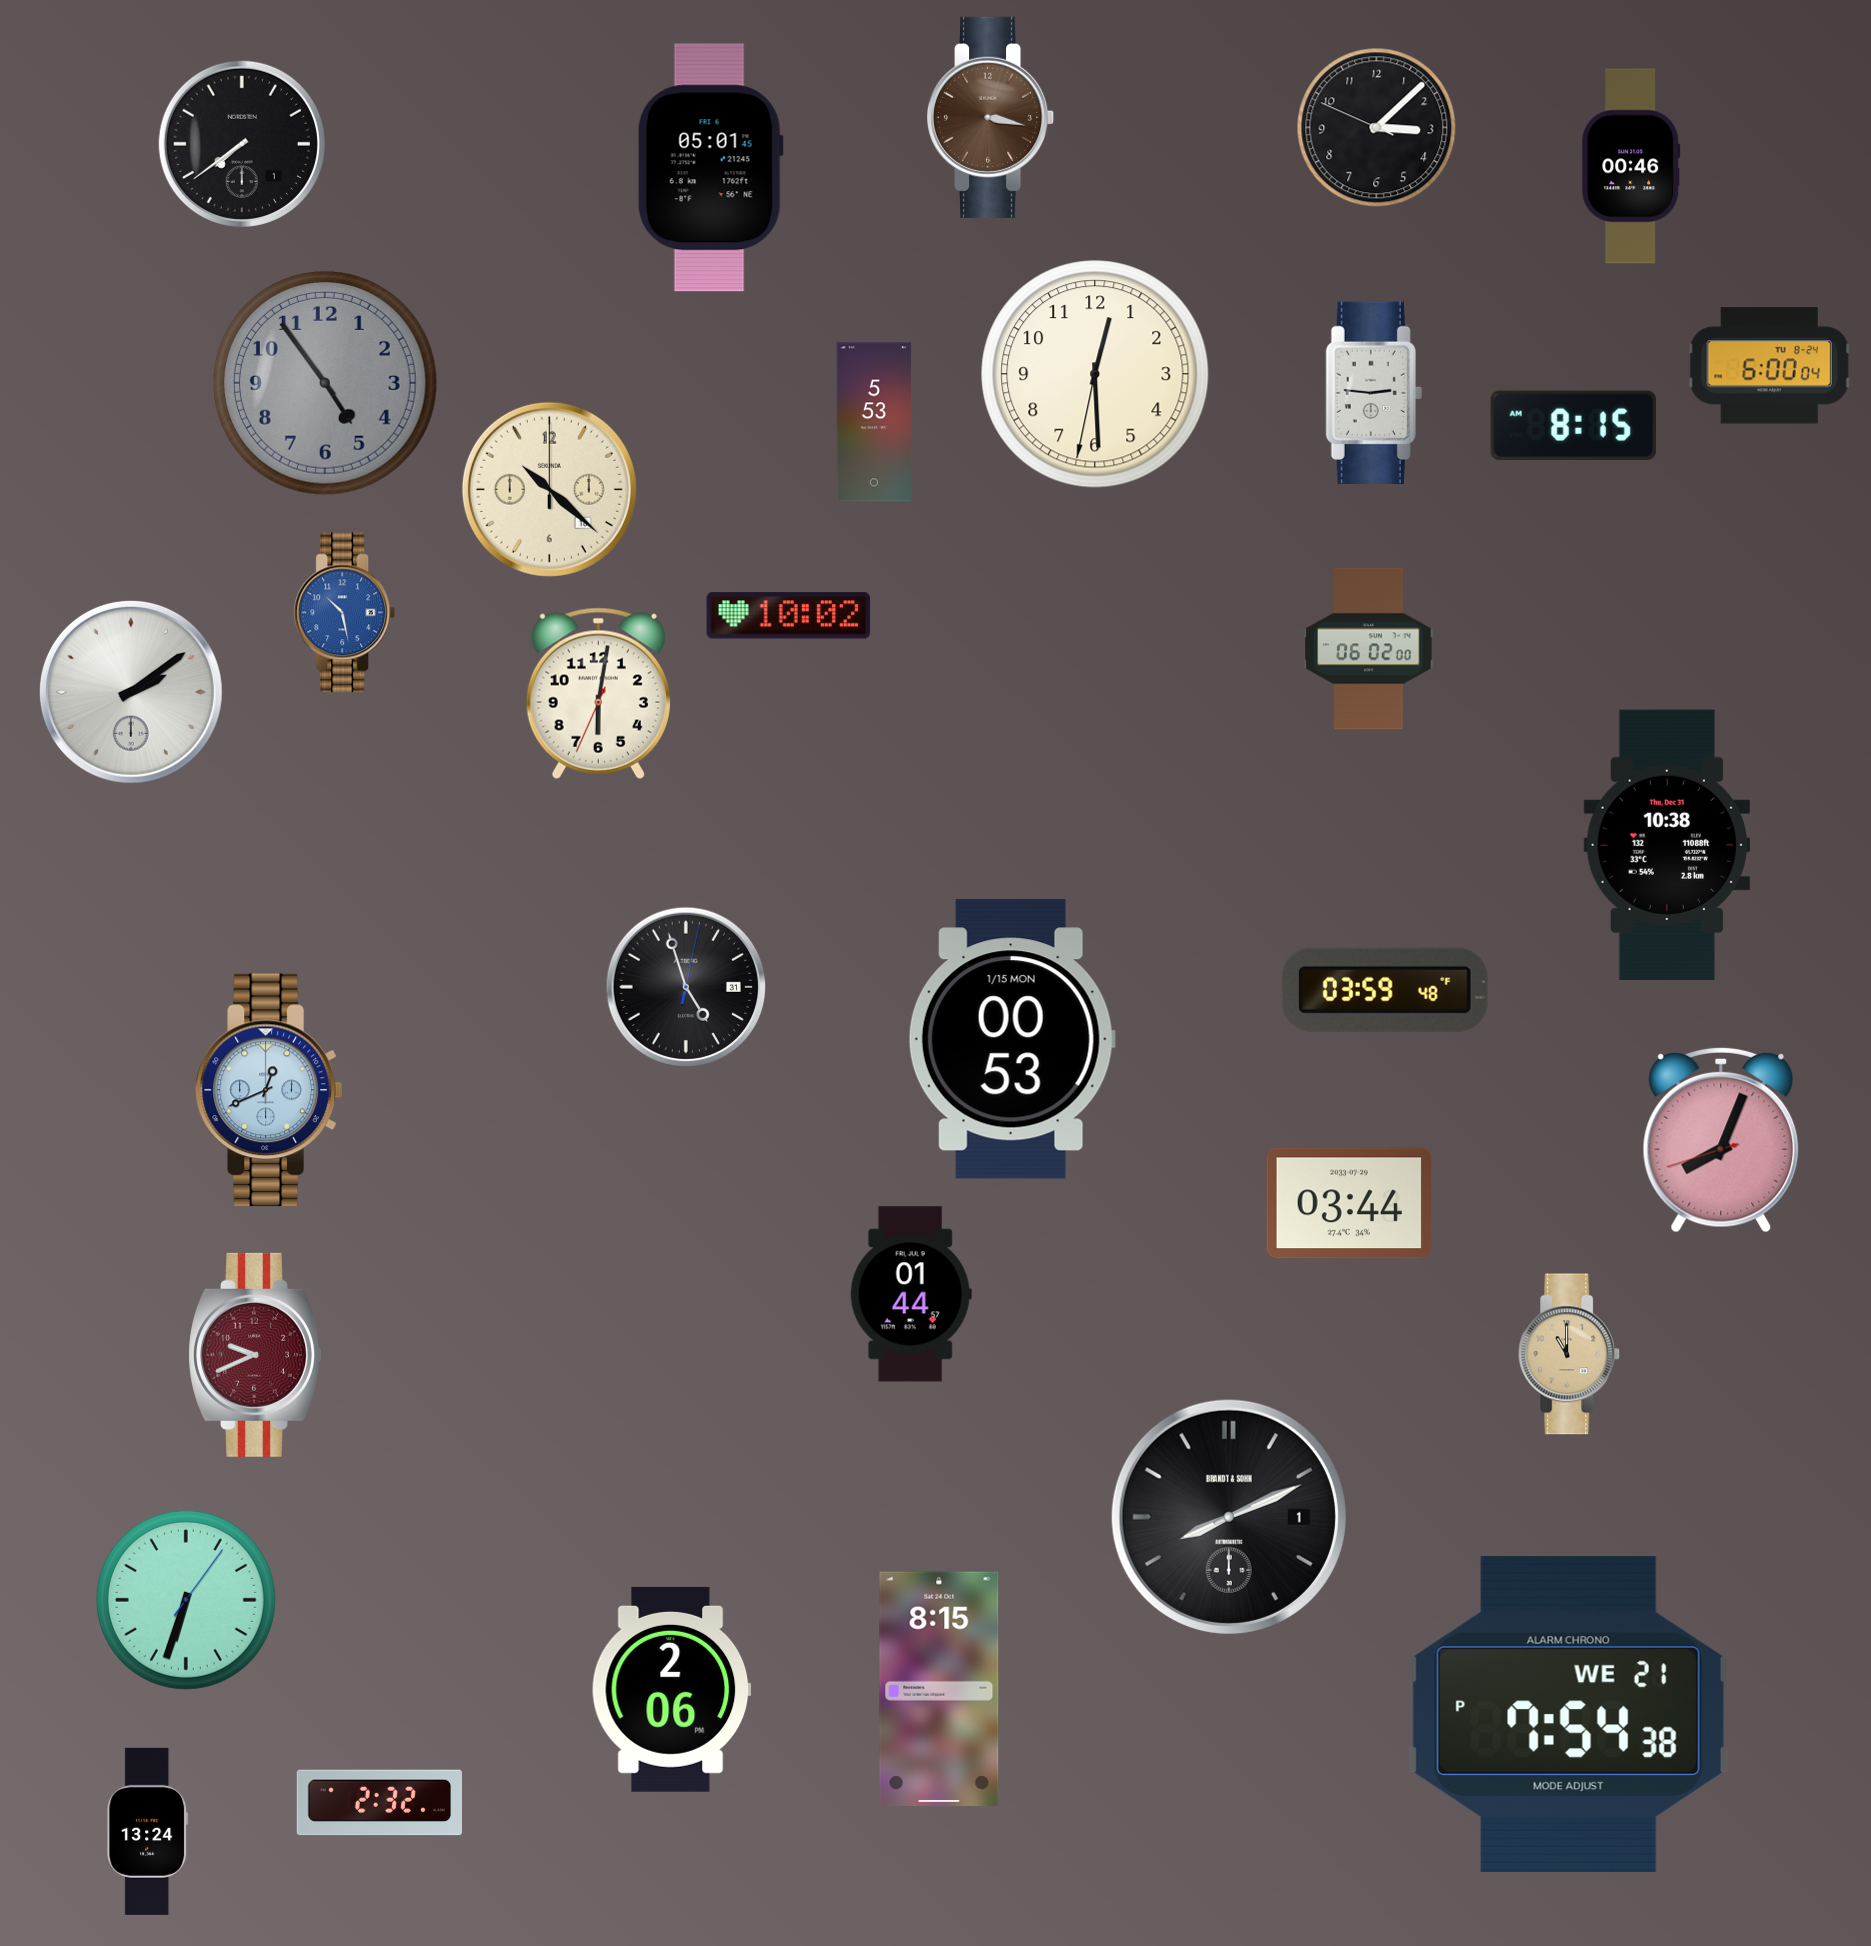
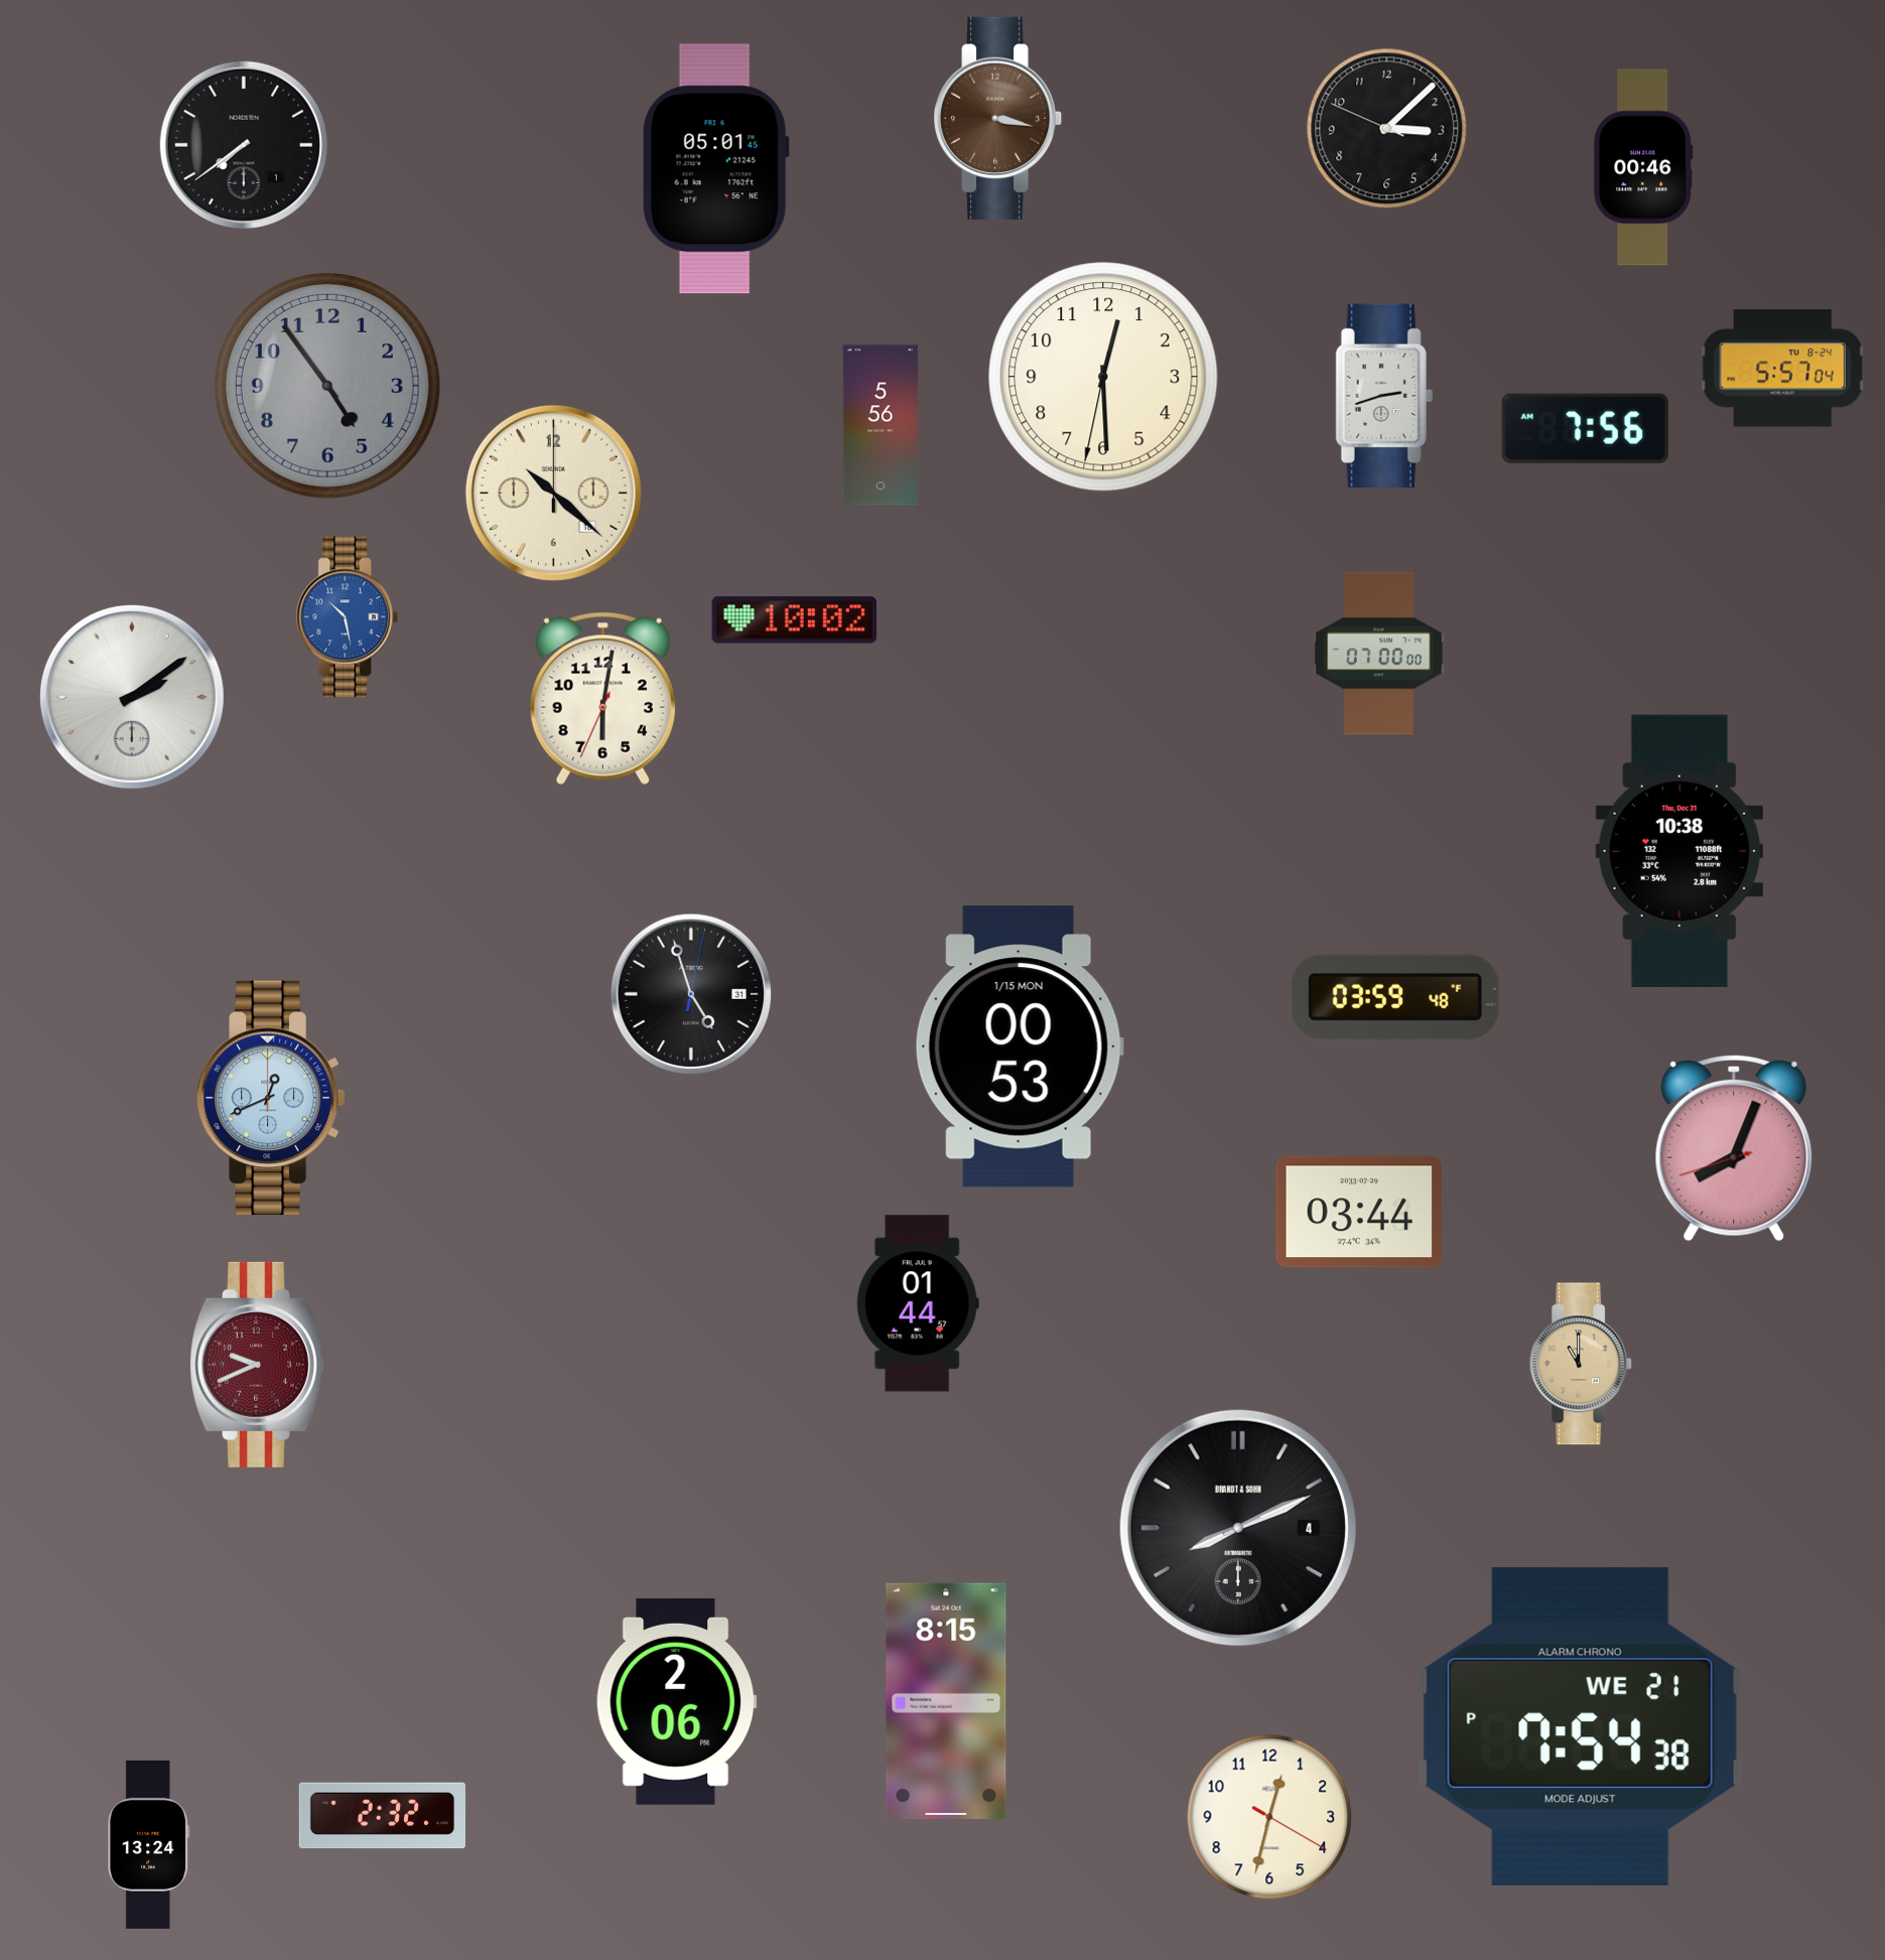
clock at (1770, 366): 6:00 -> 5:57
clock at (1374, 392): 2:46 -> 2:42
clock at (874, 422): 5:53 -> 5:56
clock at (1573, 425): 8:15 -> 7:56
clock at (1369, 649): 06:02 -> 07:00
clock at (1229, 1517) date: 1 -> 4
clock at (186, 1600): 6:33 -> none
clock at (1269, 1817): none -> 12:32
